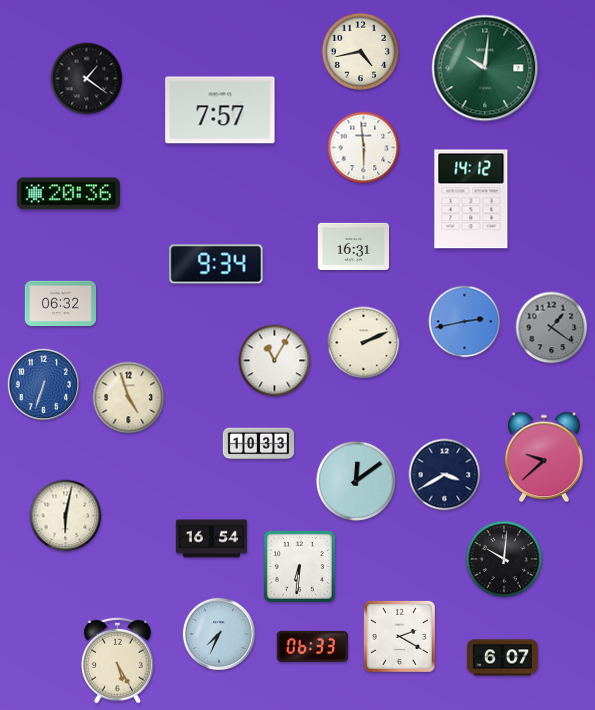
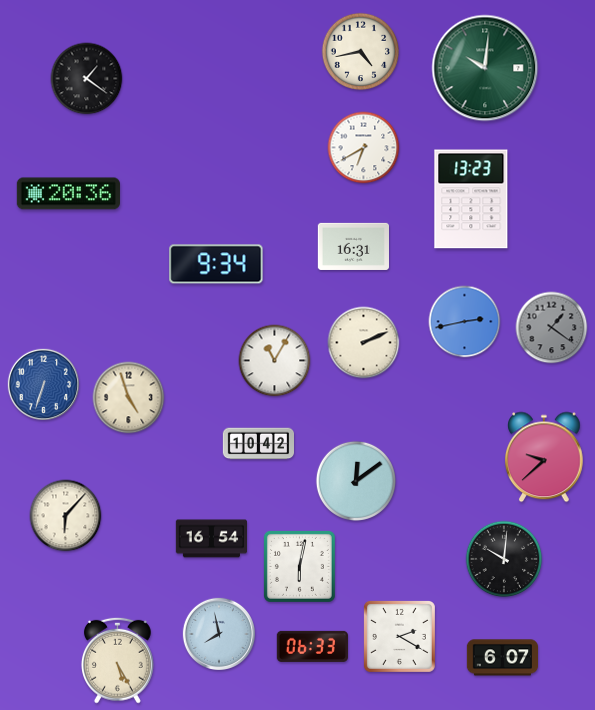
clock at (220, 110): 7:57 -> none
clock at (364, 148): 5:59 -> 6:40
clock at (471, 199): 14:12 -> 13:23
clock at (60, 304): 06:32 -> none
clock at (258, 444): 10:33 -> 10:42
clock at (445, 475): 3:40 -> none
clock at (66, 516): 6:02 -> 6:07
clock at (299, 566): 6:31 -> 6:02
clock at (218, 633): 7:34 -> 7:58
